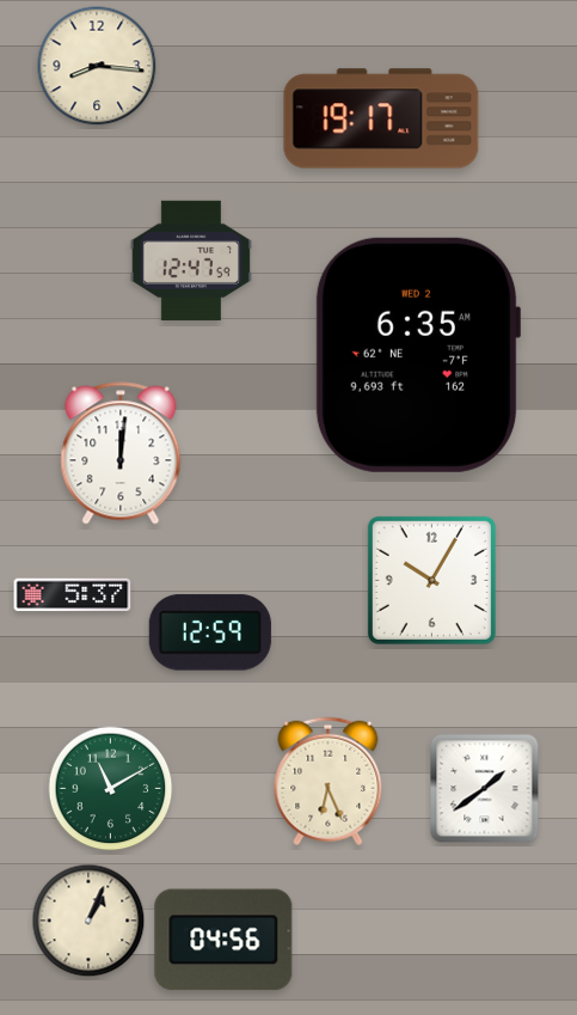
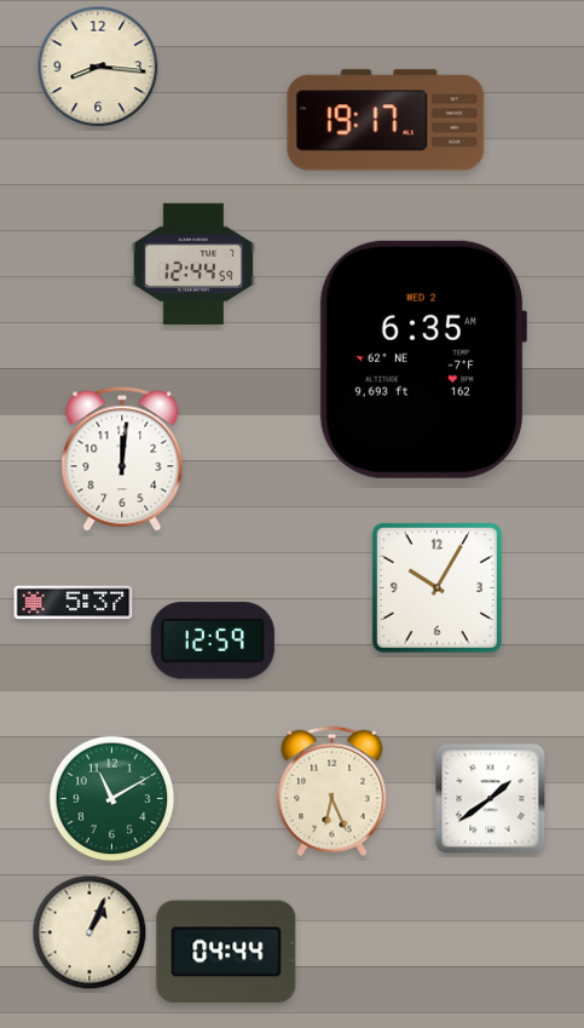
clock at (191, 261): 12:47 -> 12:44
clock at (223, 940): 04:56 -> 04:44
